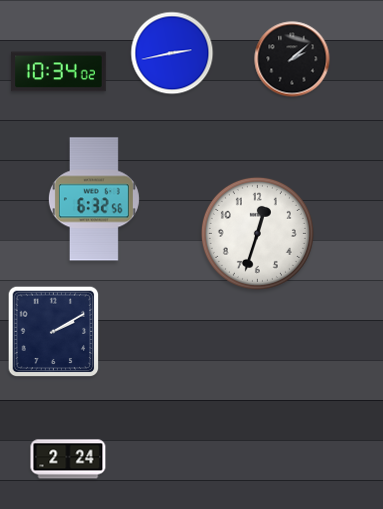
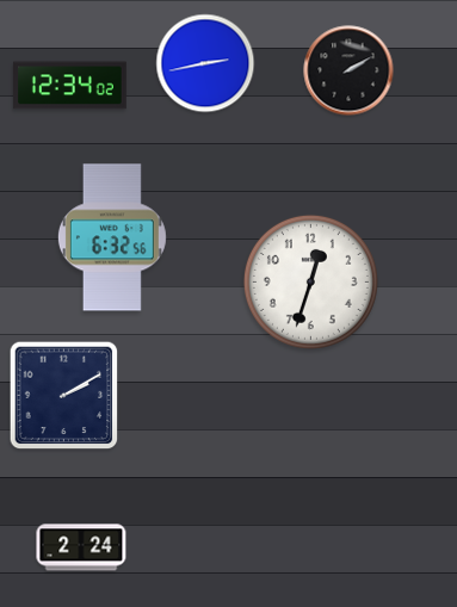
clock at (292, 59): 2:08 -> 2:10
clock at (59, 72): 10:34 -> 12:34
clock at (257, 233) position: (257, 233) -> (310, 281)
